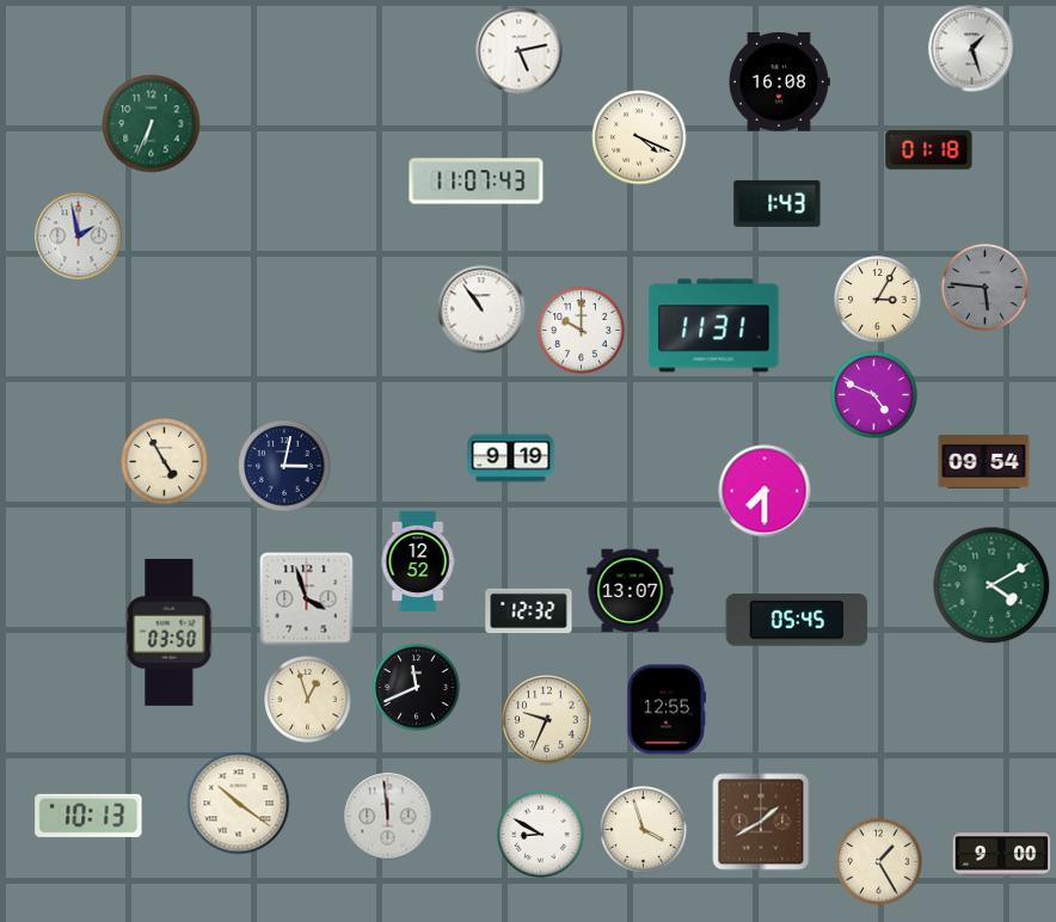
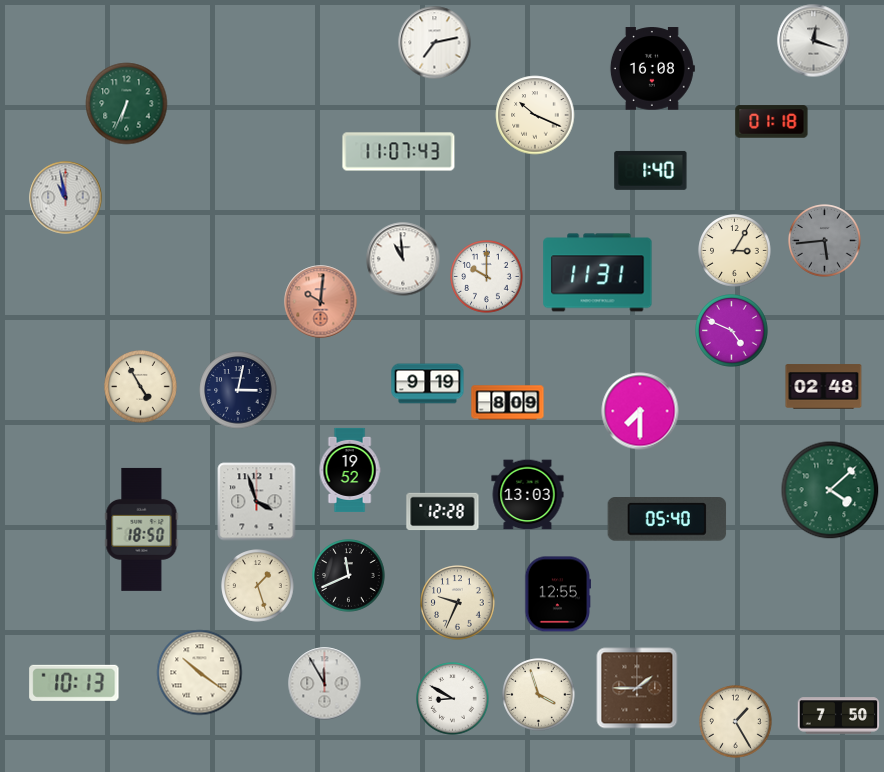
clock at (972, 49): 1:27 -> 12:18
clock at (520, 51): 5:13 -> 7:13
clock at (639, 137): 4:19 -> 10:19
clock at (929, 150) position: (929, 150) -> (772, 122)
clock at (778, 203): 1:43 -> 1:40
clock at (79, 236): 1:58 -> 10:58
clock at (986, 288): 5:46 -> 5:44
clock at (481, 309): 10:54 -> 10:59
clock at (321, 302): none -> 10:01
clock at (165, 462) position: (165, 462) -> (141, 387)
clock at (984, 462): 09:54 -> 02:48
clock at (508, 403): none -> 8:09
clock at (418, 561): 12:52 -> 19:52
clock at (991, 585): 4:10 -> 4:08
clock at (631, 591): 13:07 -> 13:03
clock at (529, 611): 12:32 -> 12:28
clock at (797, 621): 05:45 -> 05:40
clock at (170, 632): 03:50 -> 18:50
clock at (308, 700): 12:57 -> 1:27
clock at (388, 817): 11:59 -> 11:55
clock at (761, 822): 1:40 -> 1:45
clock at (1002, 855): 9:00 -> 7:50
